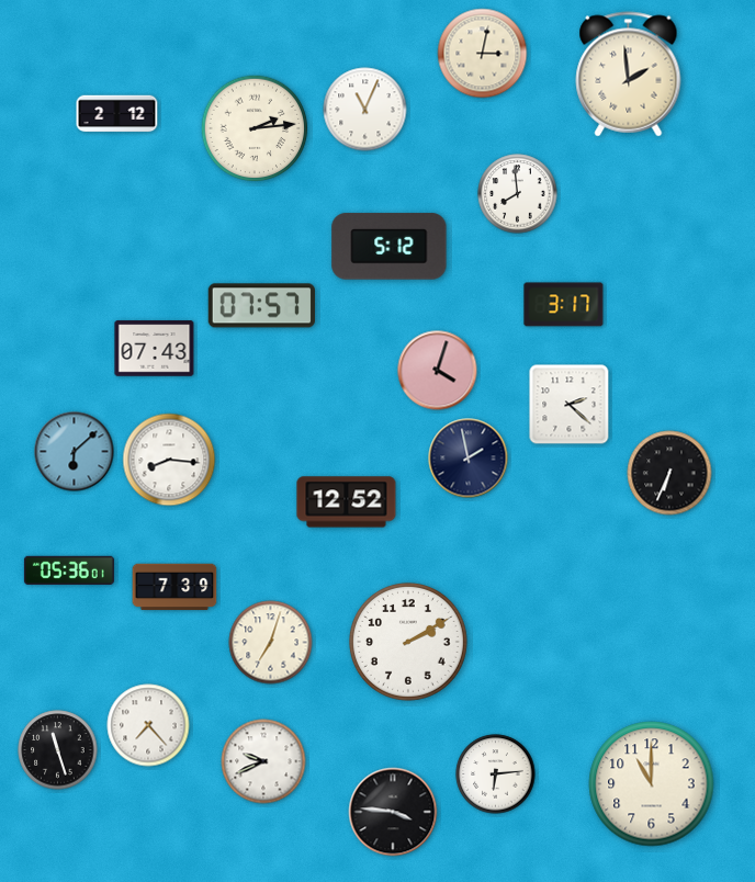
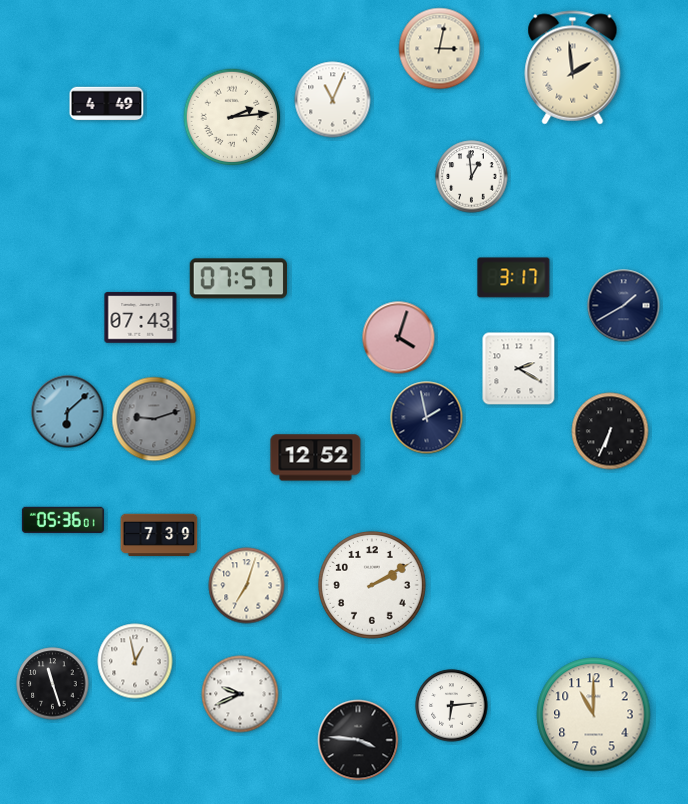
clock at (117, 114): 2:12 -> 4:49
clock at (518, 194): 7:59 -> 12:59
clock at (390, 247): 5:12 -> none
clock at (624, 306): none -> 1:40
clock at (570, 405): 2:22 -> 2:20
clock at (169, 460): 8:16 -> 9:12
clock at (169, 460) dial: white -> grey
clock at (148, 725): 7:23 -> 12:58
